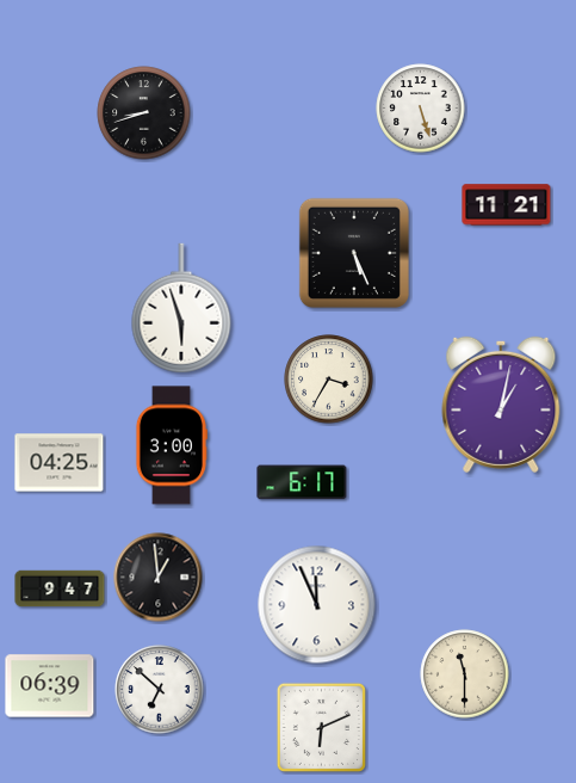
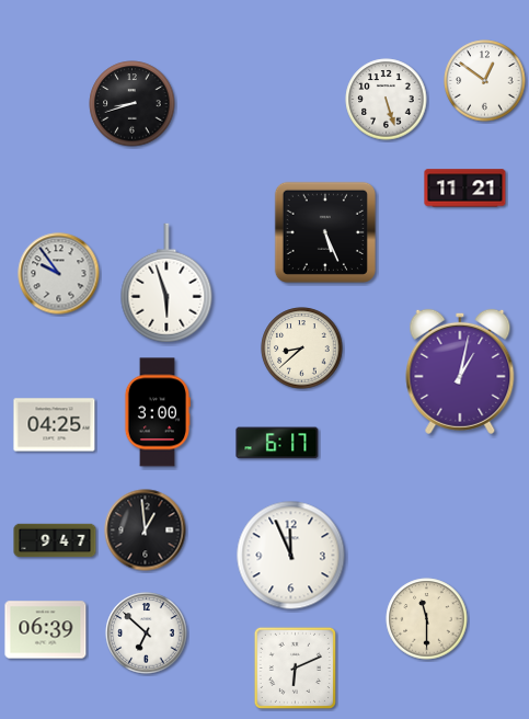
clock at (485, 81): none -> 12:51
clock at (59, 274): none -> 9:54
clock at (329, 380): 3:35 -> 8:38
clock at (171, 445) position: (171, 445) -> (157, 412)
